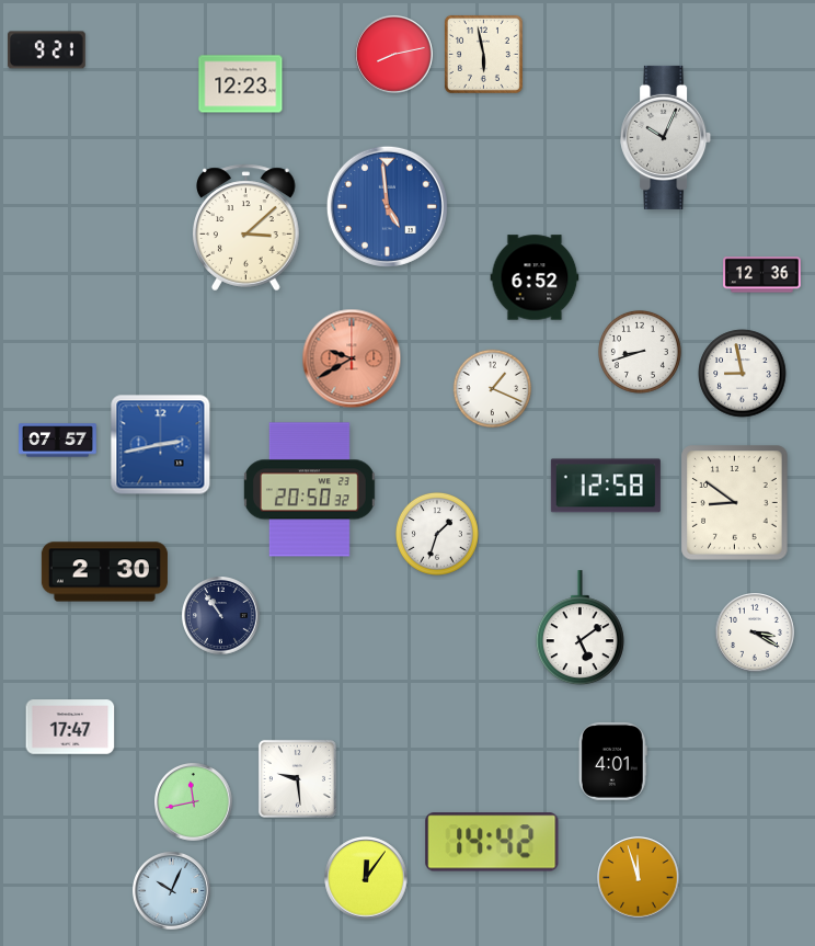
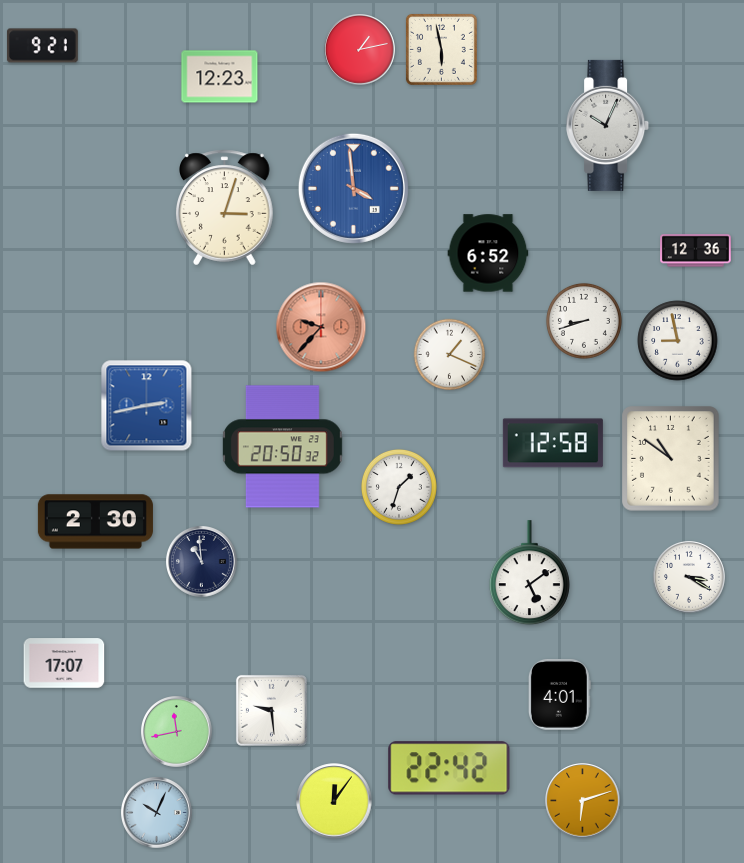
clock at (394, 55): 8:13 -> 1:13
clock at (387, 206): 4:59 -> 3:59
clock at (246, 228): 3:08 -> 3:03
clock at (352, 358): 9:40 -> 9:37
clock at (58, 441): 07:57 -> none
clock at (735, 503): 8:51 -> 10:51
clock at (221, 616): 10:54 -> 10:59
clock at (70, 727): 17:47 -> 17:07
clock at (492, 842): 14:42 -> 22:42
clock at (639, 878): 11:57 -> 6:12
